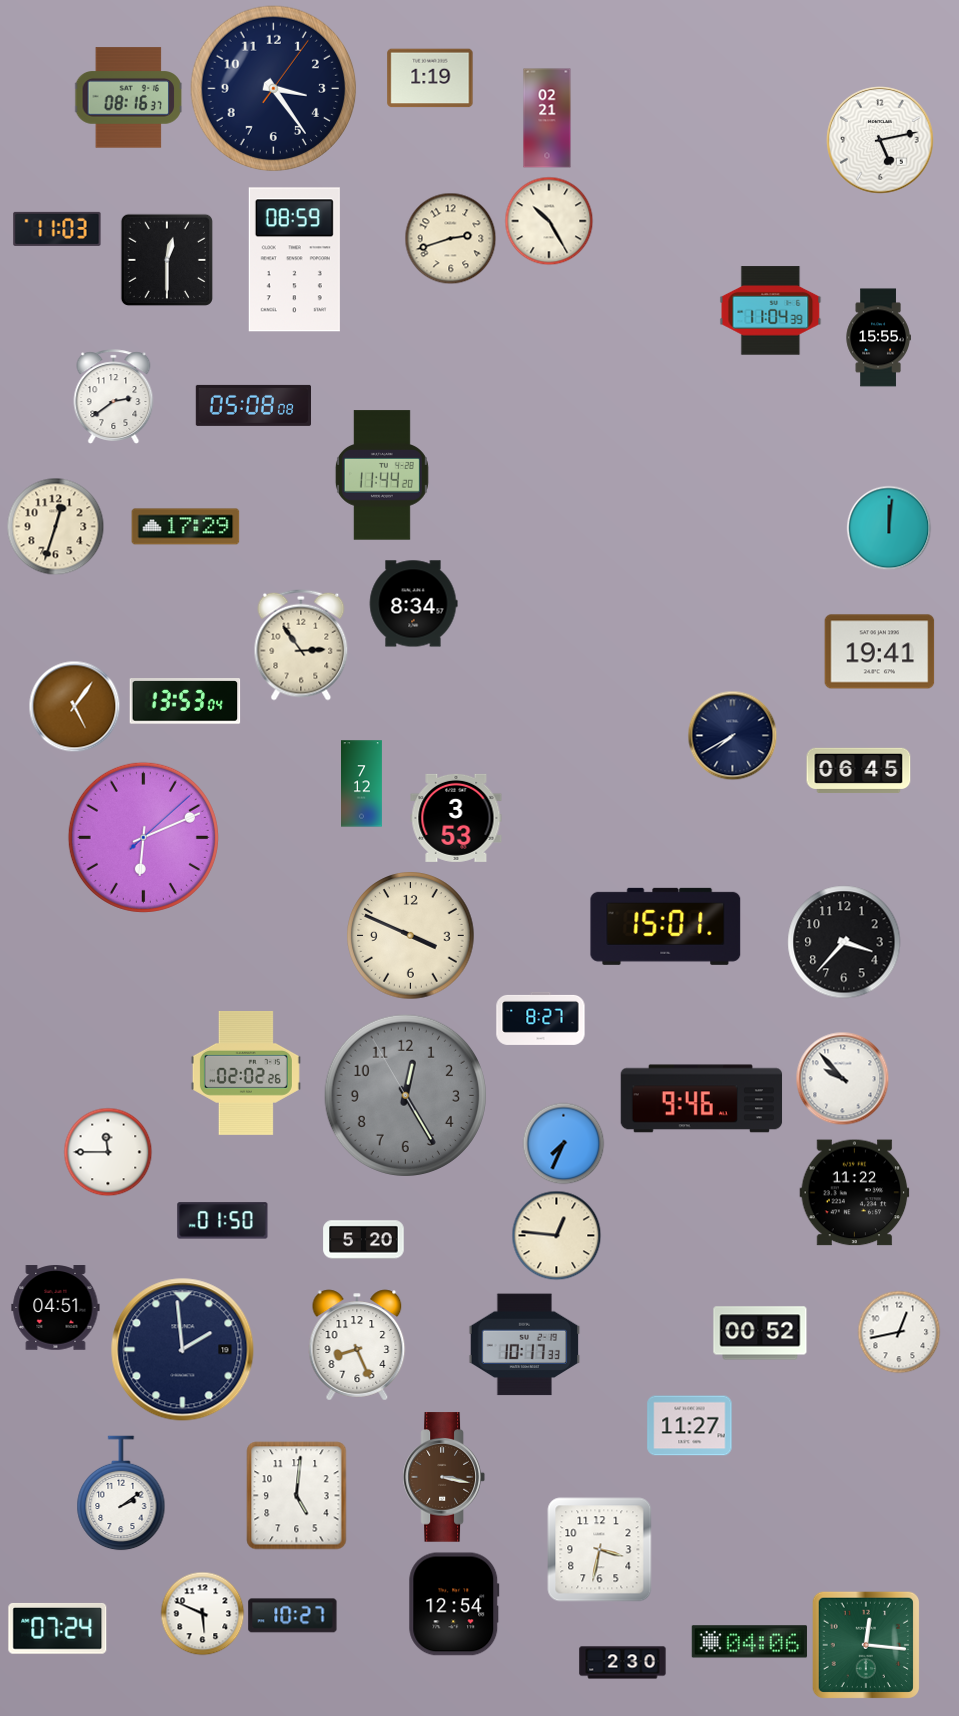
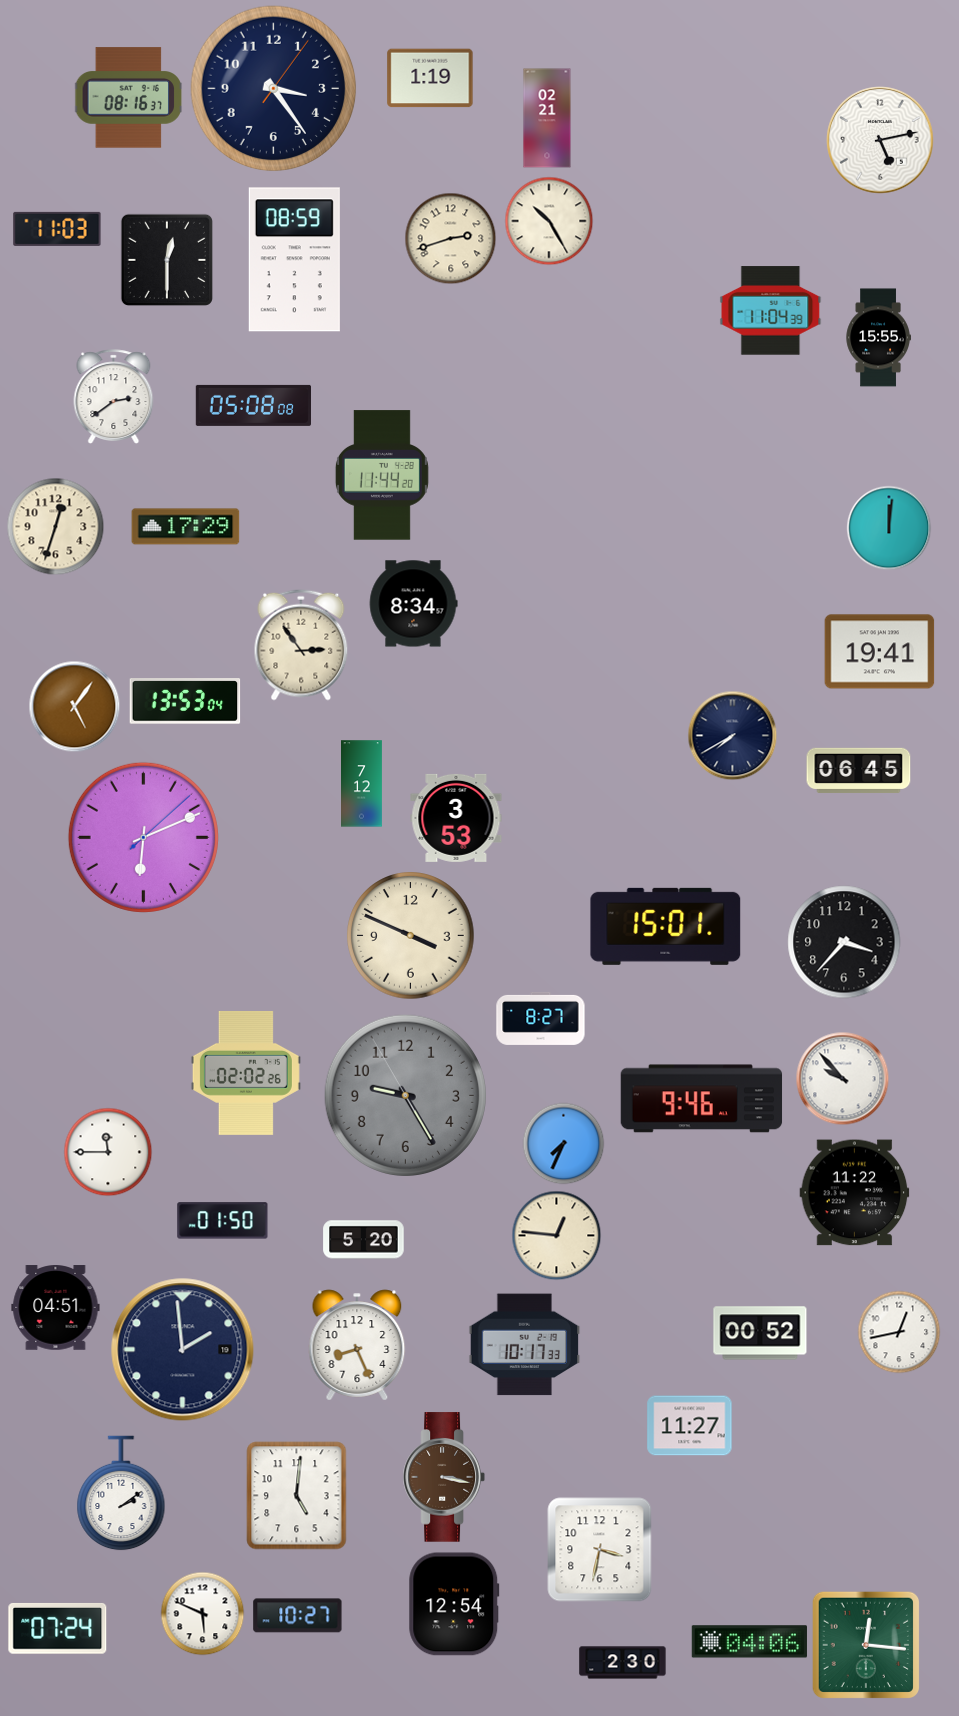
clock at (405, 1095): 12:24 -> 9:24
clock at (293, 1616) position: (293, 1616) -> (298, 1616)
